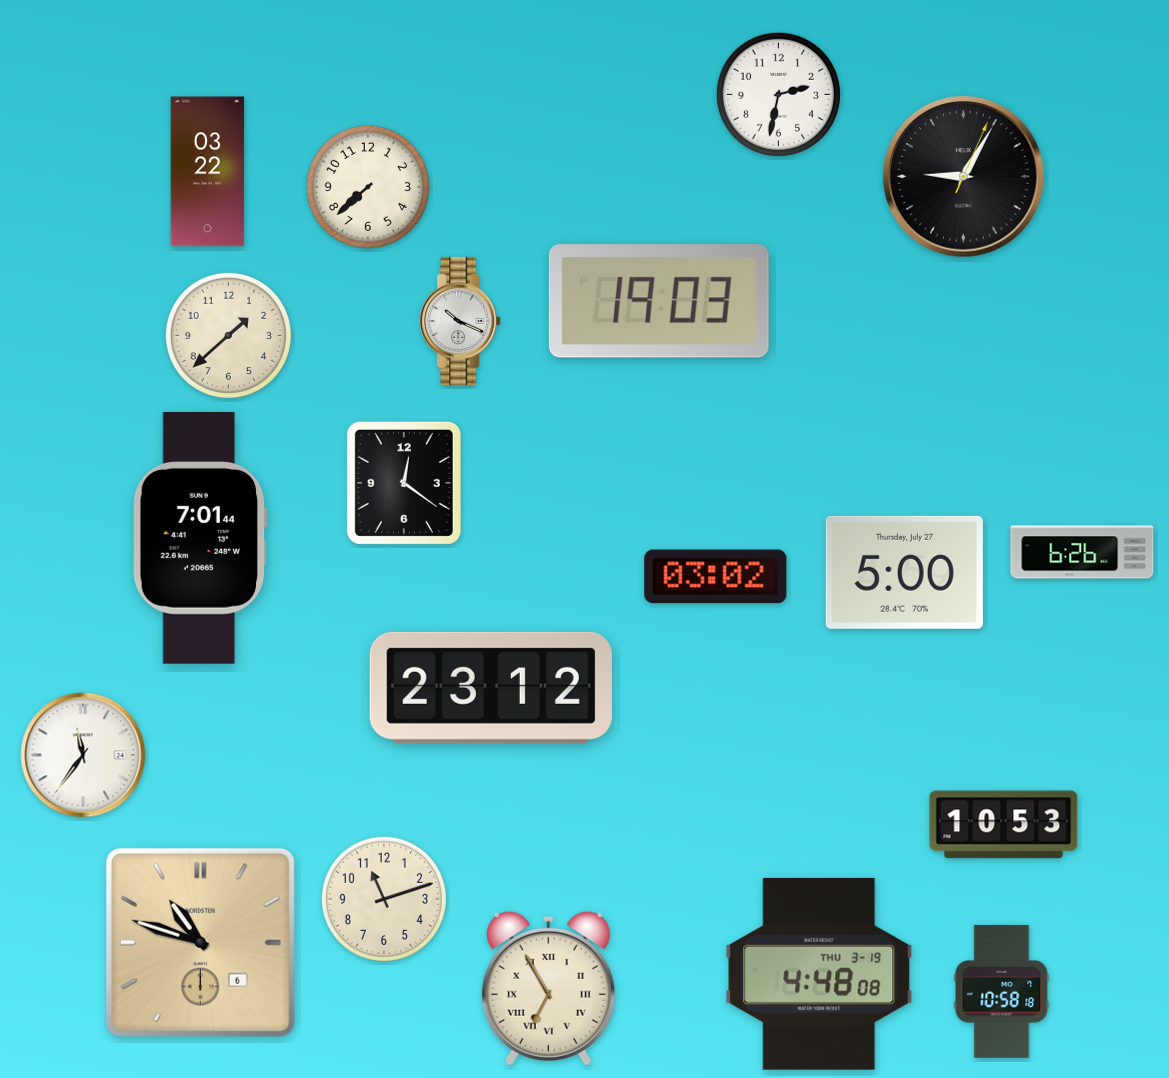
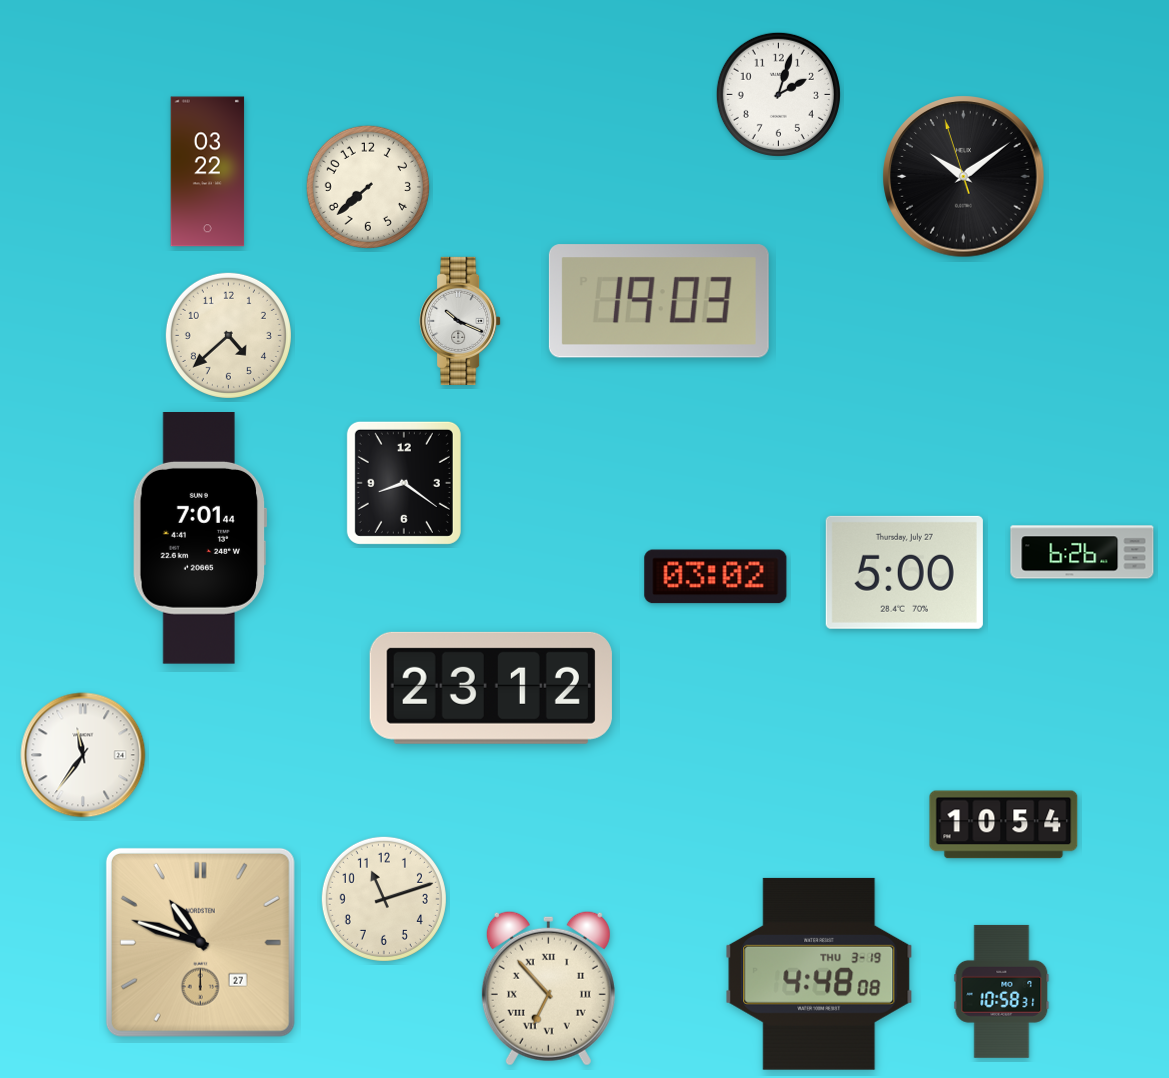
clock at (778, 94): 2:32 -> 2:03
clock at (964, 177): 9:05 -> 10:08
clock at (228, 335): 1:38 -> 4:38
clock at (404, 483): 12:21 -> 8:21
clock at (1004, 825): 10:53 -> 10:54
clock at (200, 942) date: 6 -> 27
clock at (548, 988): 6:55 -> 6:53
clock at (1002, 991): 10:58:18 -> 10:58:31
